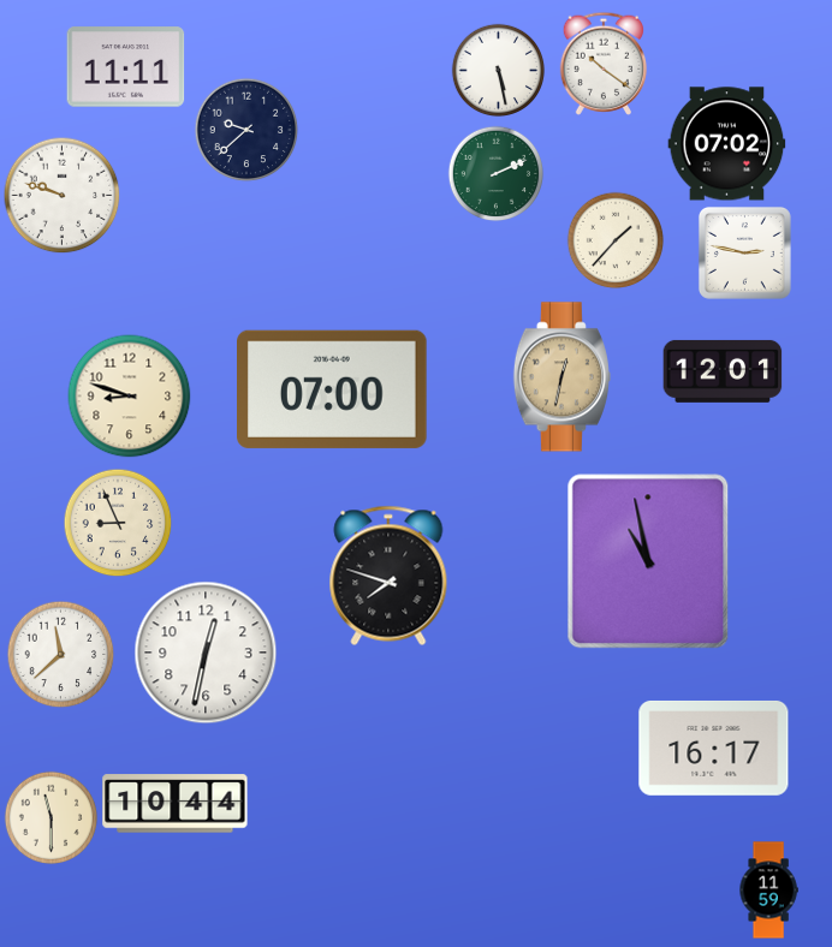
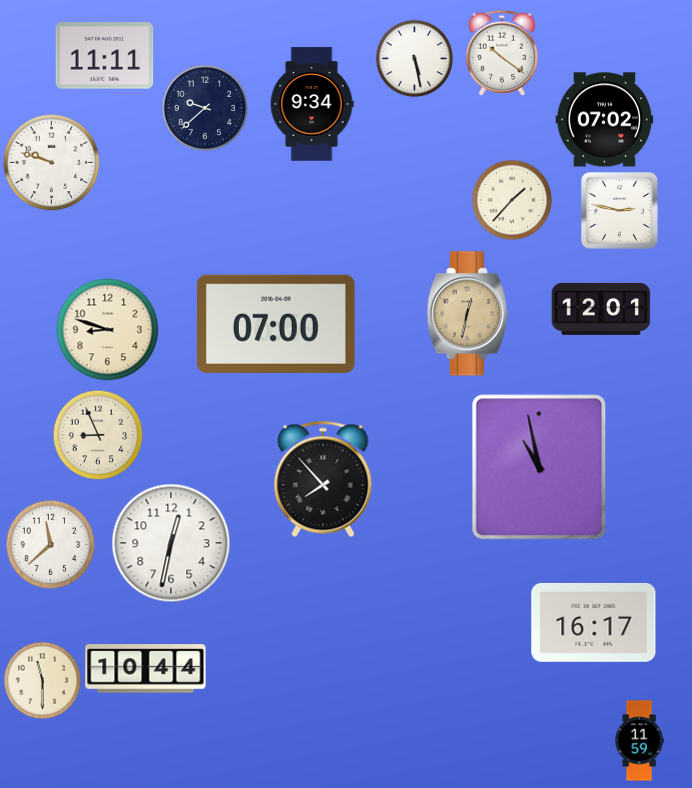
clock at (312, 104): none -> 9:34
clock at (495, 173): 2:11 -> none
clock at (388, 576): 7:48 -> 7:53
